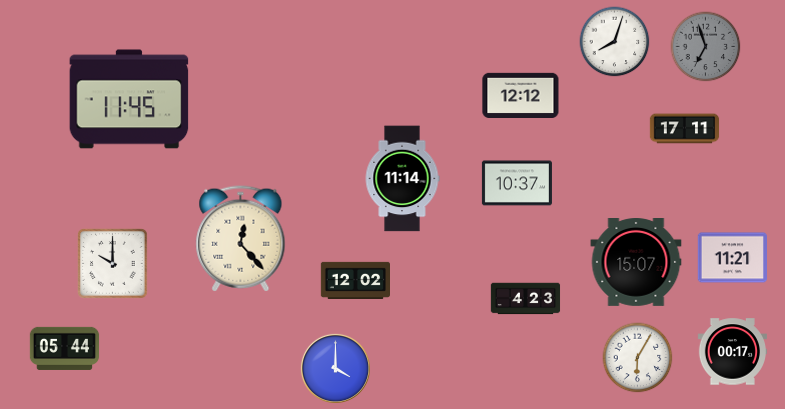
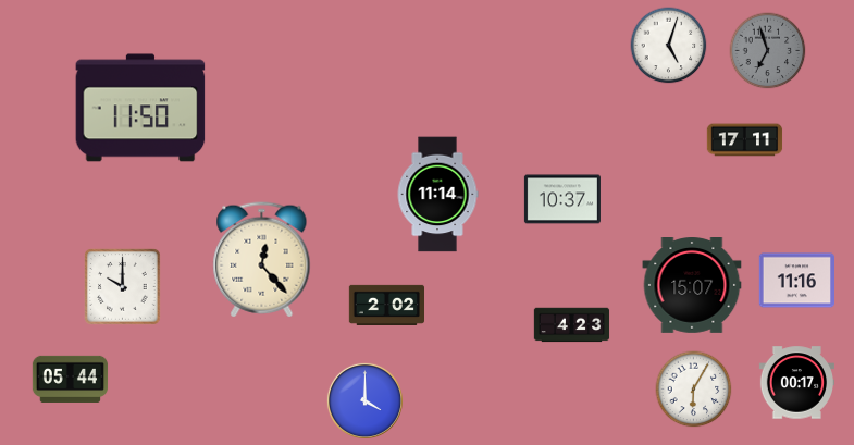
clock at (615, 42): 8:03 -> 5:03
clock at (521, 96): 12:12 -> none
clock at (129, 99): 11:45 -> 11:50
clock at (732, 258): 11:21 -> 11:16
clock at (355, 280): 12:02 -> 2:02
